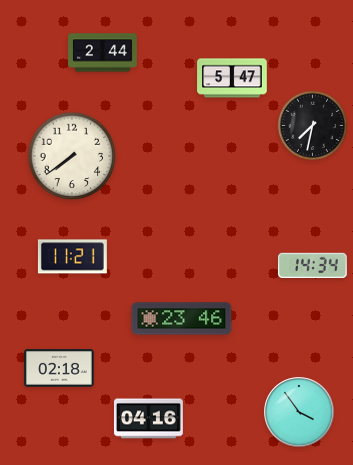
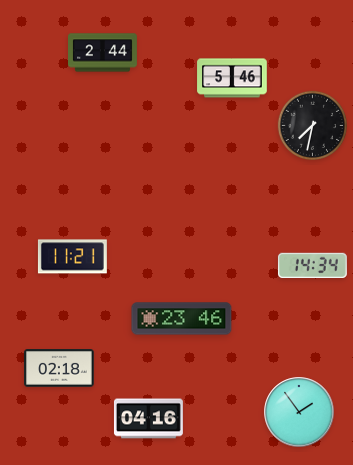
clock at (232, 78): 5:47 -> 5:46
clock at (72, 156): 7:39 -> none
clock at (299, 412): 3:54 -> 1:54
